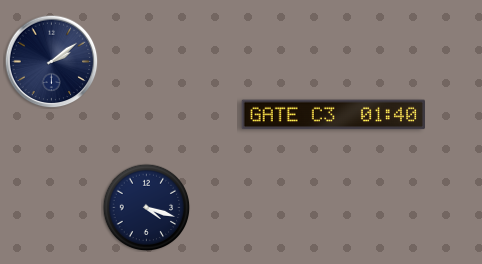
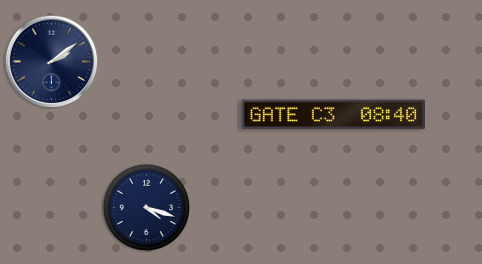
clock at (333, 115): 01:40 -> 08:40
